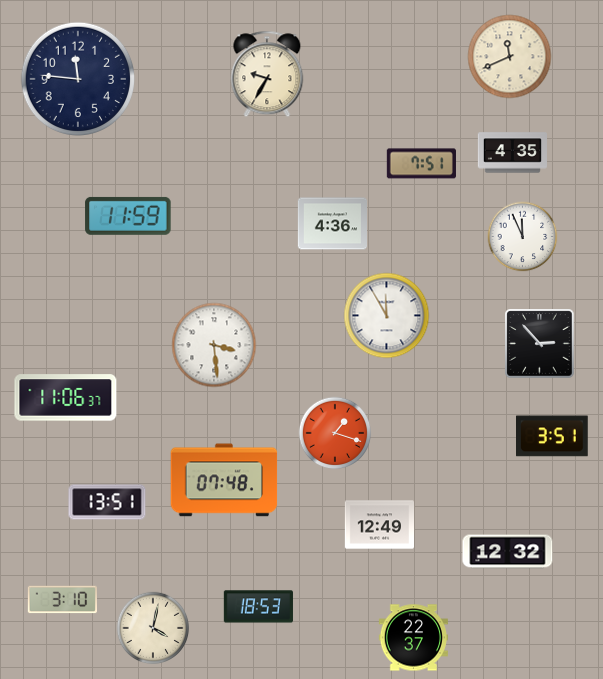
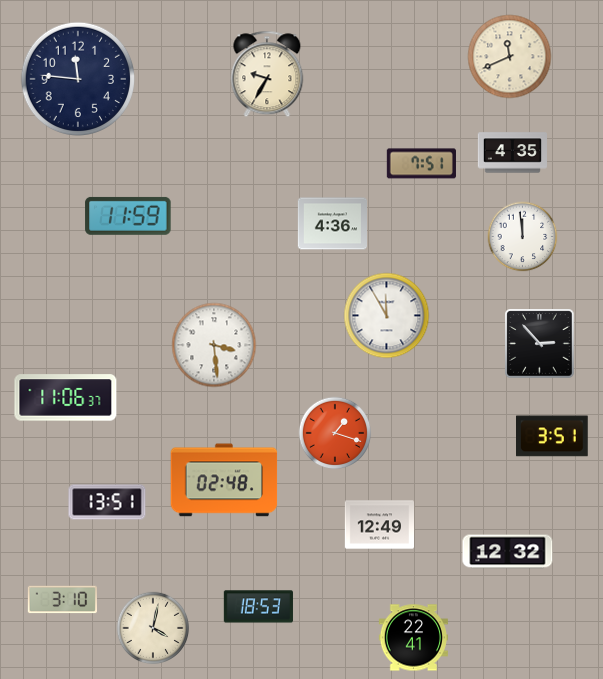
clock at (523, 237): 11:56 -> 11:59
clock at (224, 480): 07:48 -> 02:48
clock at (413, 638): 22:37 -> 22:41
